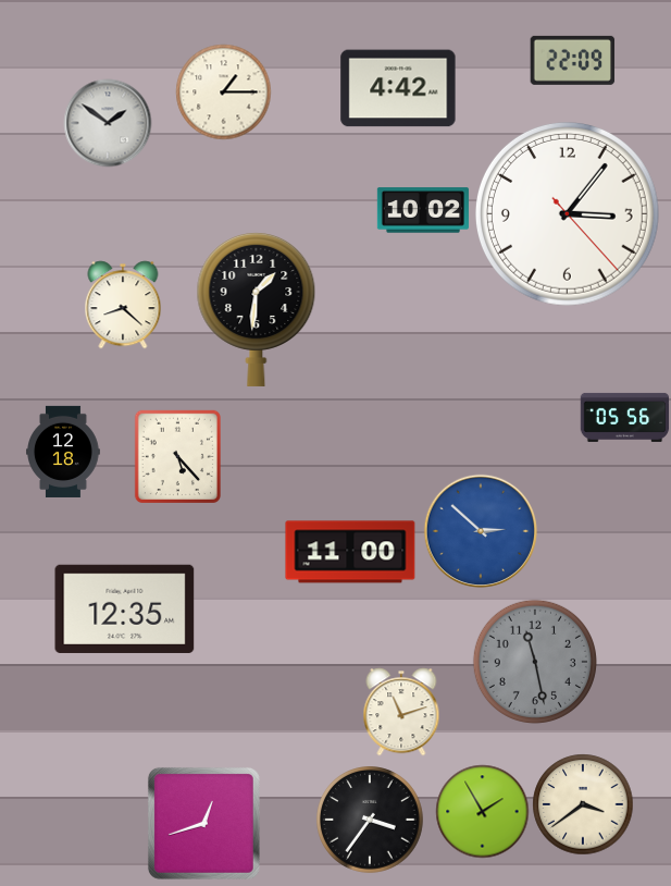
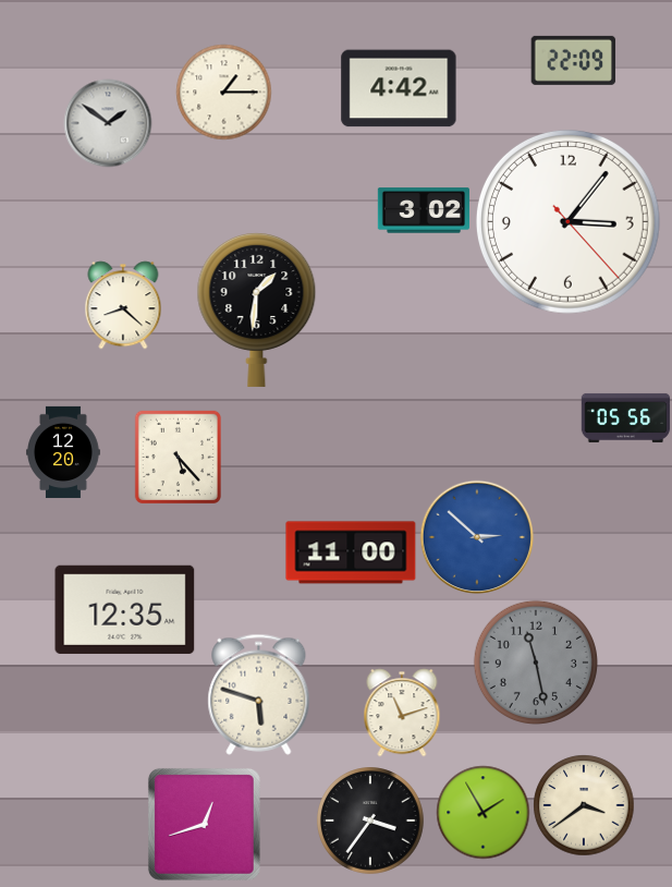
clock at (423, 210): 10:02 -> 3:02
clock at (567, 213) position: (567, 213) -> (567, 221)
clock at (64, 452): 12:18 -> 12:20
clock at (480, 530) position: (480, 530) -> (476, 536)
clock at (259, 694): none -> 5:48
